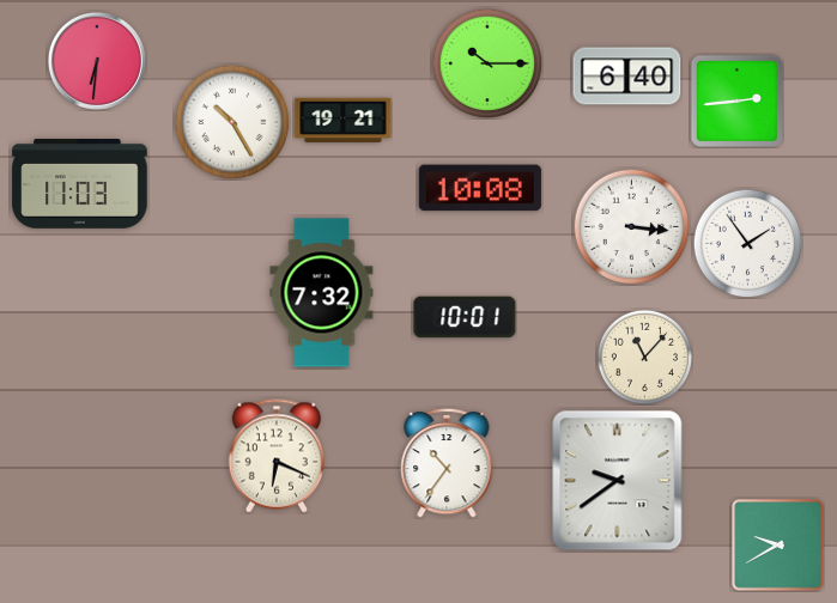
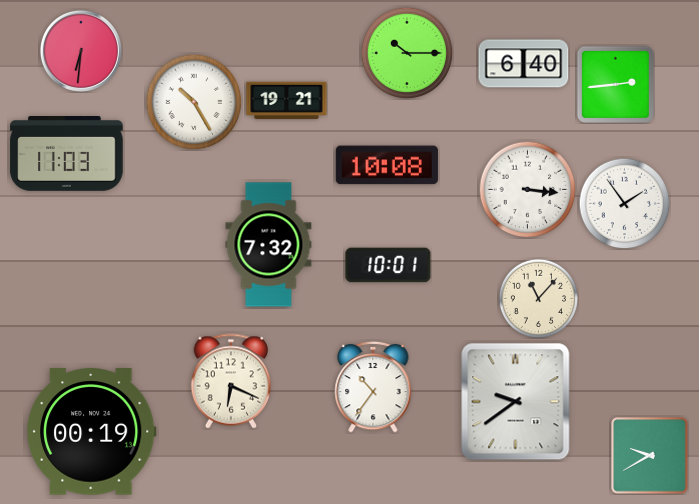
clock at (480, 188) position: (480, 188) -> (387, 165)
clock at (92, 432): none -> 00:19
